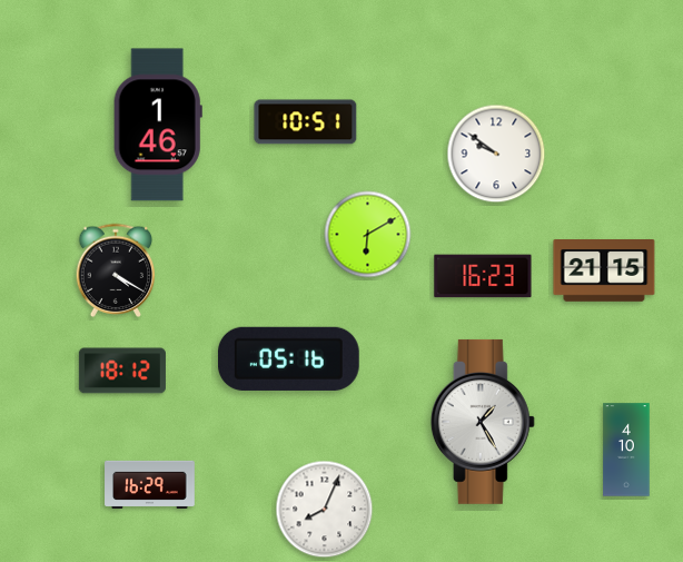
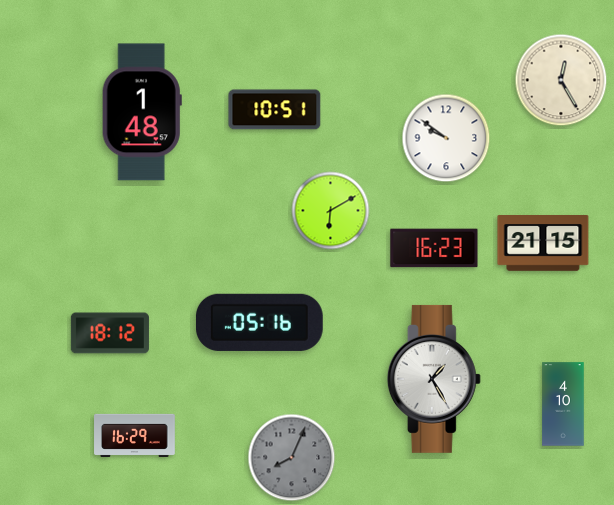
clock at (561, 80): none -> 12:25
clock at (158, 125): 1:46 -> 1:48
clock at (116, 269): 4:20 -> none
clock at (325, 510) dial: white -> grey
